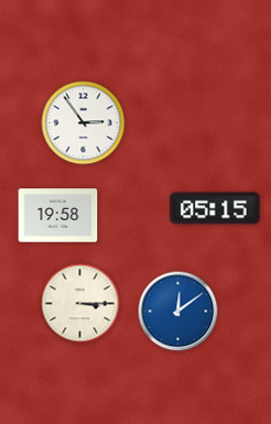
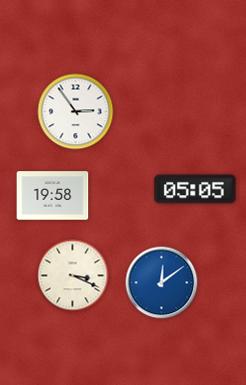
clock at (215, 208): 05:15 -> 05:05
clock at (80, 304): 3:15 -> 3:19
